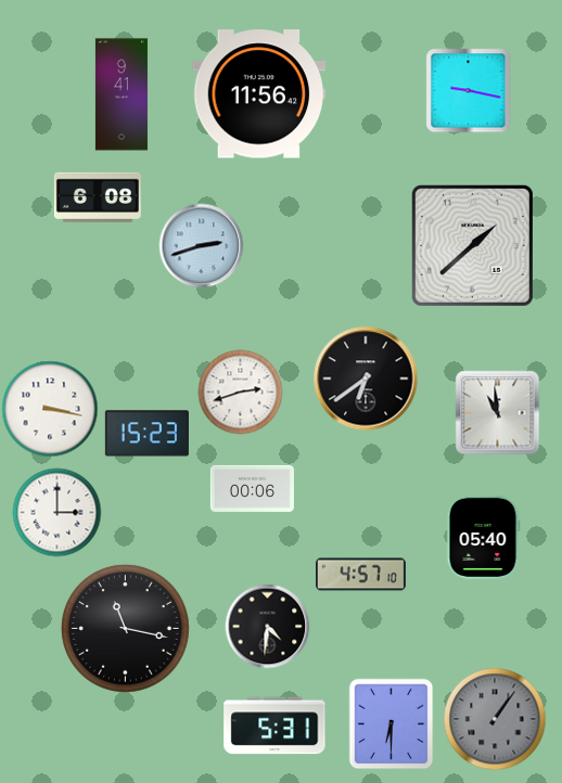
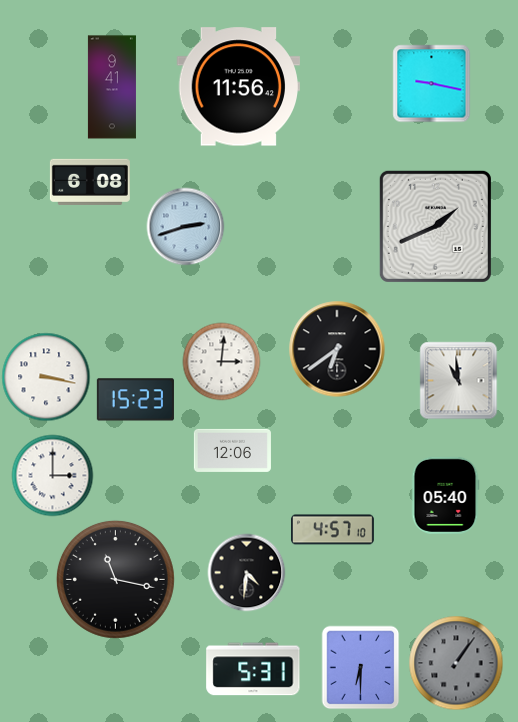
clock at (472, 245): 1:38 -> 1:41
clock at (240, 391): 2:42 -> 3:01
clock at (252, 488): 00:06 -> 12:06
clock at (56, 512) position: (56, 512) -> (52, 475)
clock at (267, 626) position: (267, 626) -> (246, 572)
